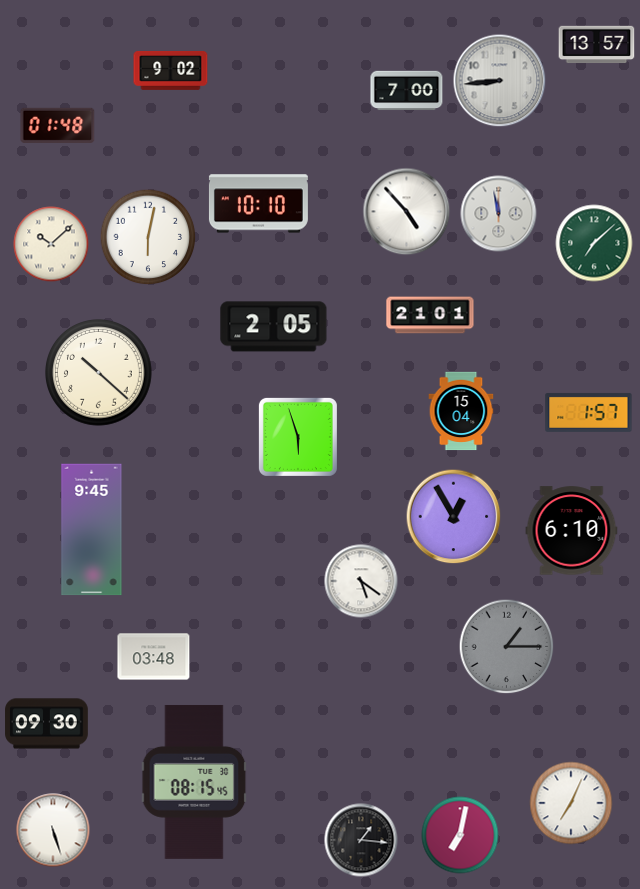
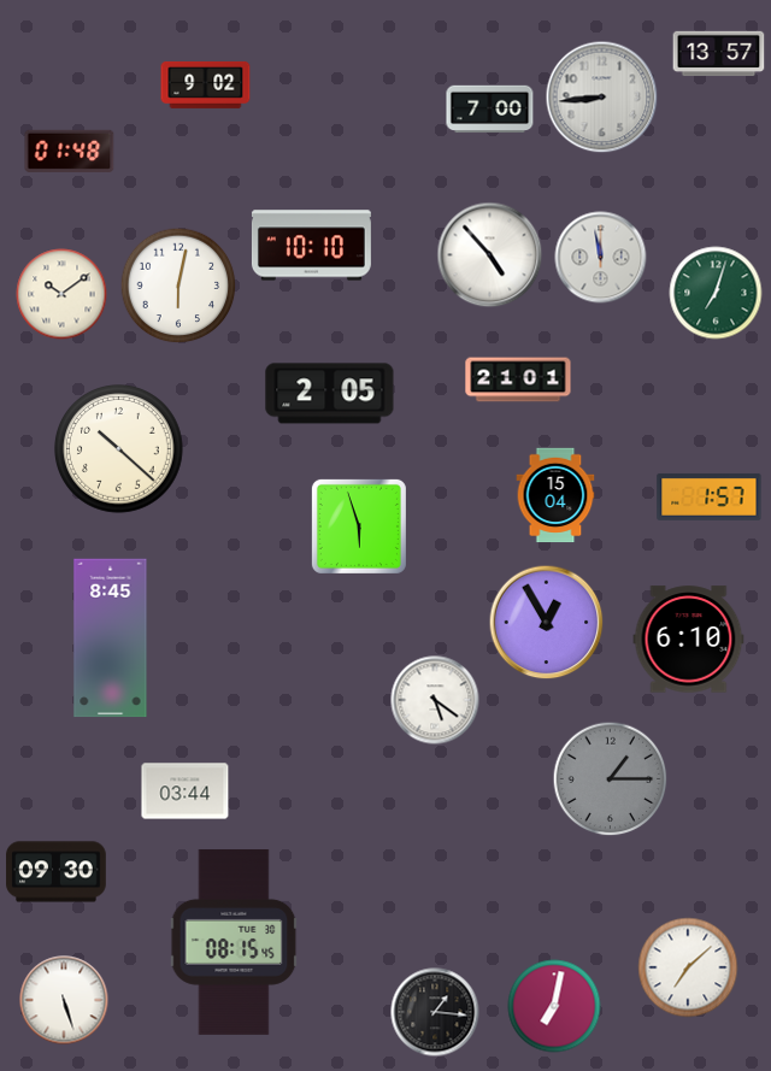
clock at (594, 243): 7:08 -> 7:03
clock at (51, 244): 10:08 -> 10:09
clock at (92, 530): 9:45 -> 8:45
clock at (154, 657): 03:48 -> 03:44
clock at (571, 803): 7:04 -> 7:08
